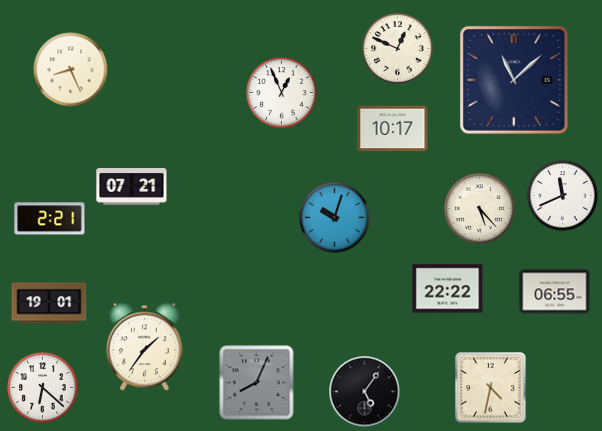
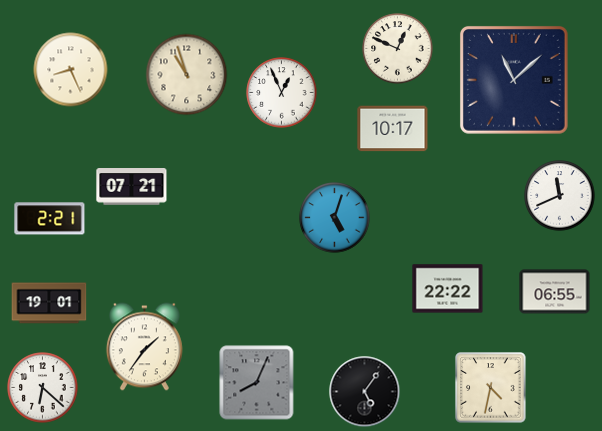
clock at (187, 75): none -> 10:57
clock at (563, 196) position: (563, 196) -> (560, 196)
clock at (480, 209): 5:23 -> none
clock at (335, 218): 10:03 -> 5:03
